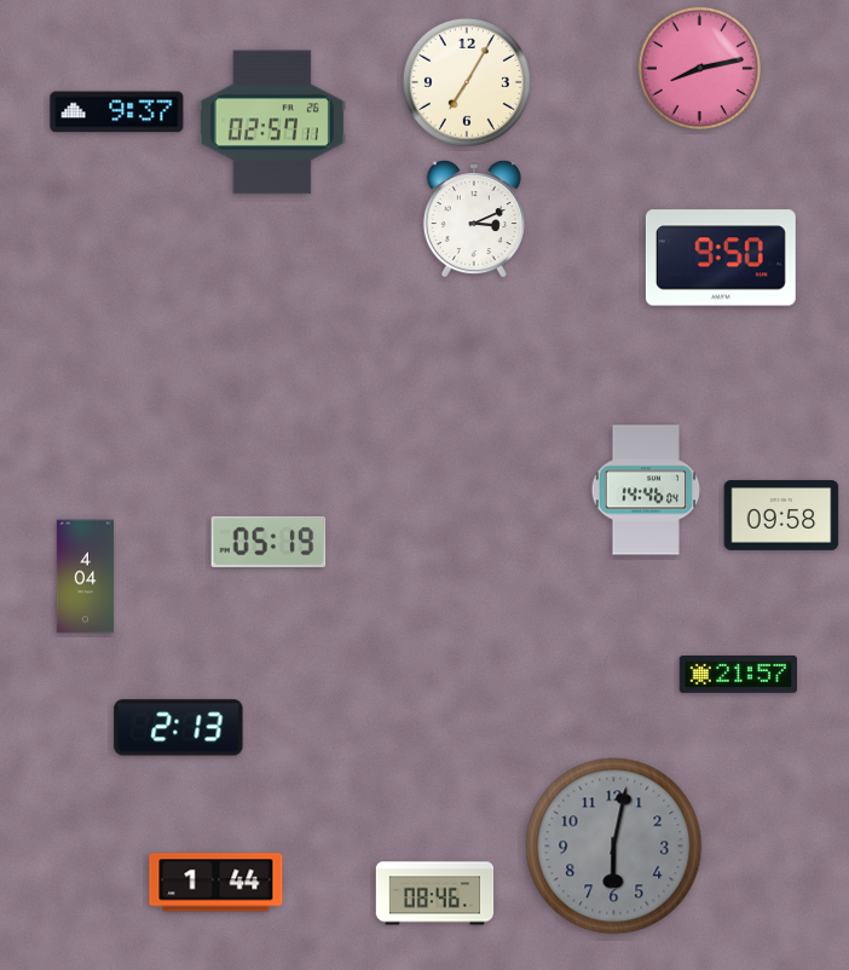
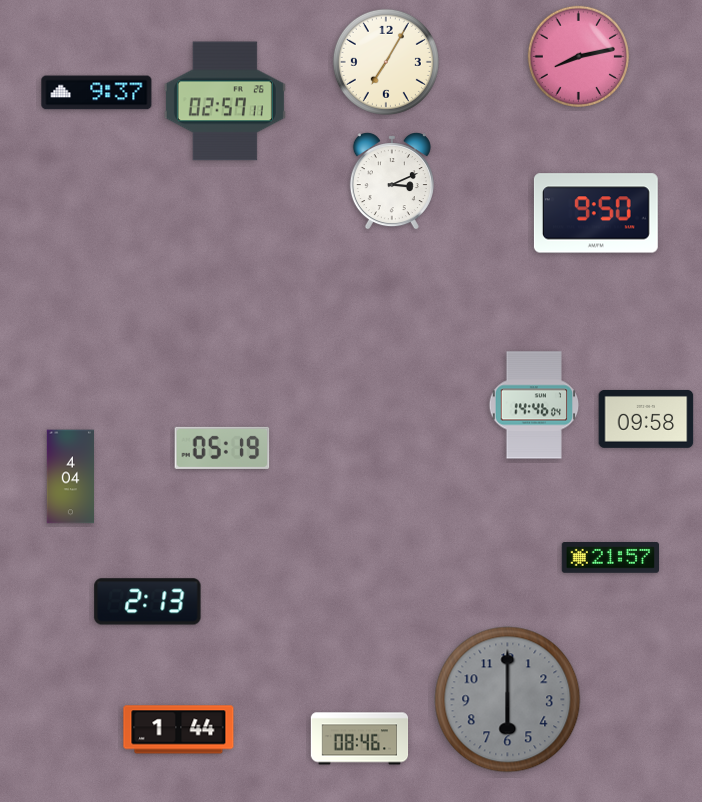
clock at (467, 82) position: (467, 82) -> (386, 62)
clock at (781, 515) position: (781, 515) -> (646, 419)
clock at (614, 847): 6:02 -> 6:00
